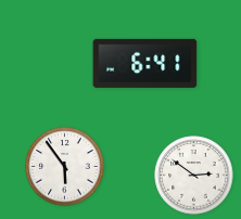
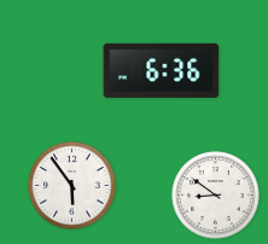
clock at (145, 63): 6:41 -> 6:36
clock at (194, 176): 2:51 -> 8:51
